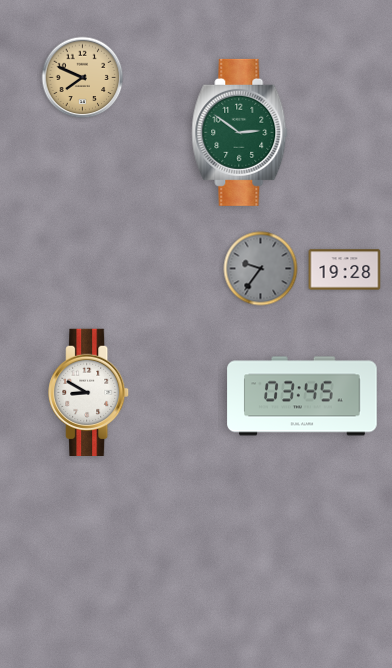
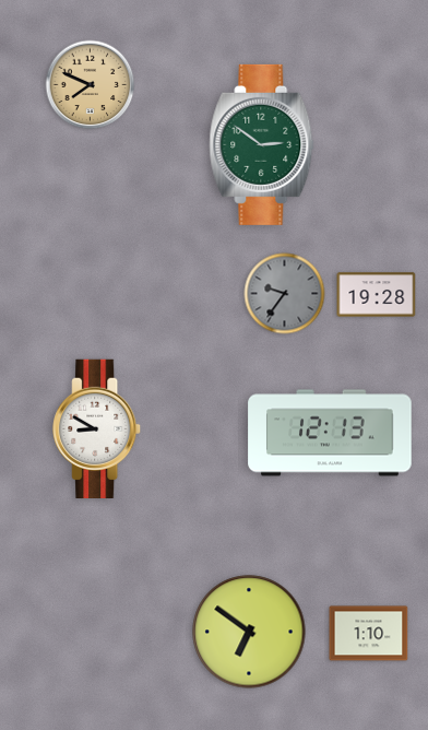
clock at (302, 396): 03:45 -> 12:13
clock at (249, 632): none -> 6:51
clock at (369, 634): none -> 1:10
